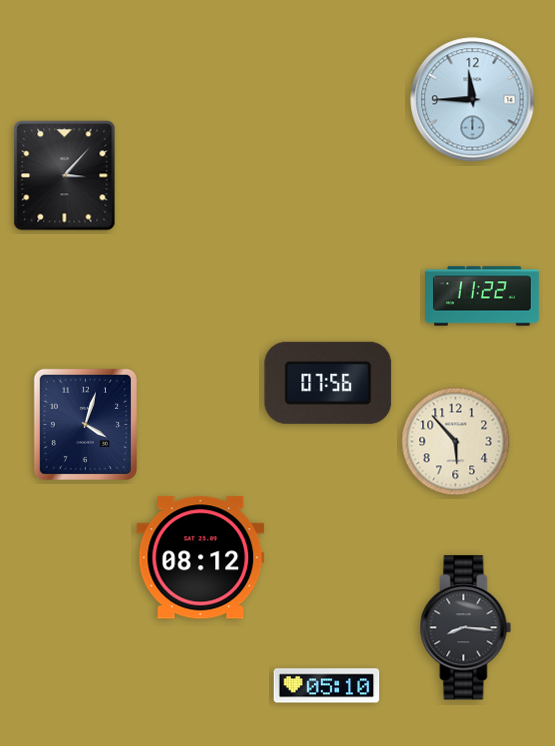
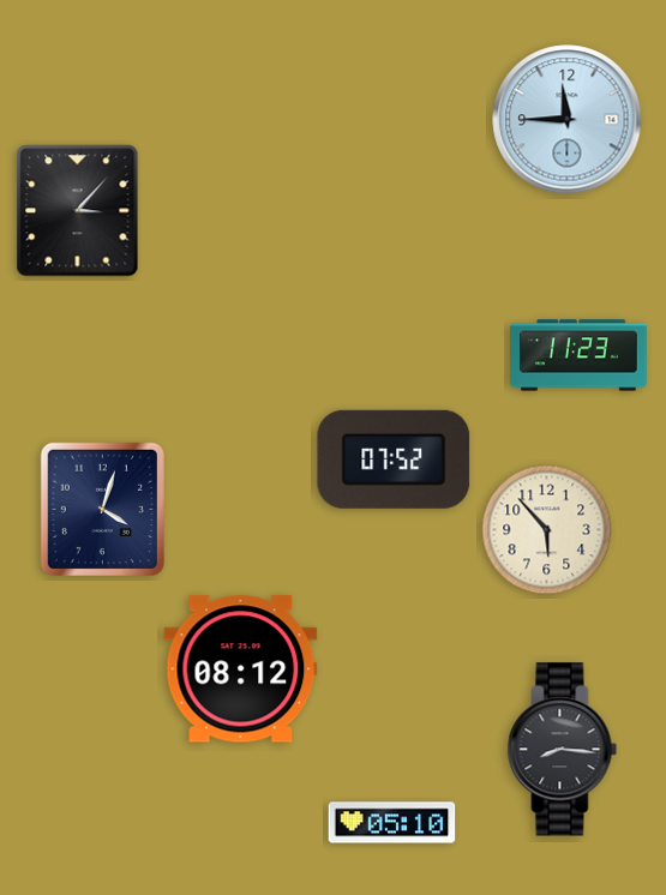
clock at (482, 296): 11:22 -> 11:23
clock at (328, 383): 07:56 -> 07:52
clock at (466, 628) position: (466, 628) -> (563, 750)
